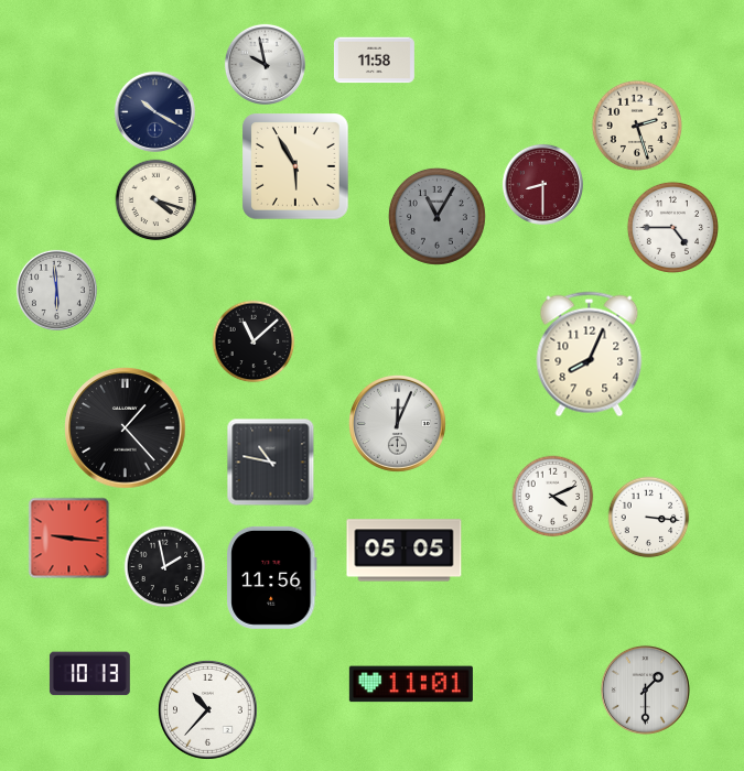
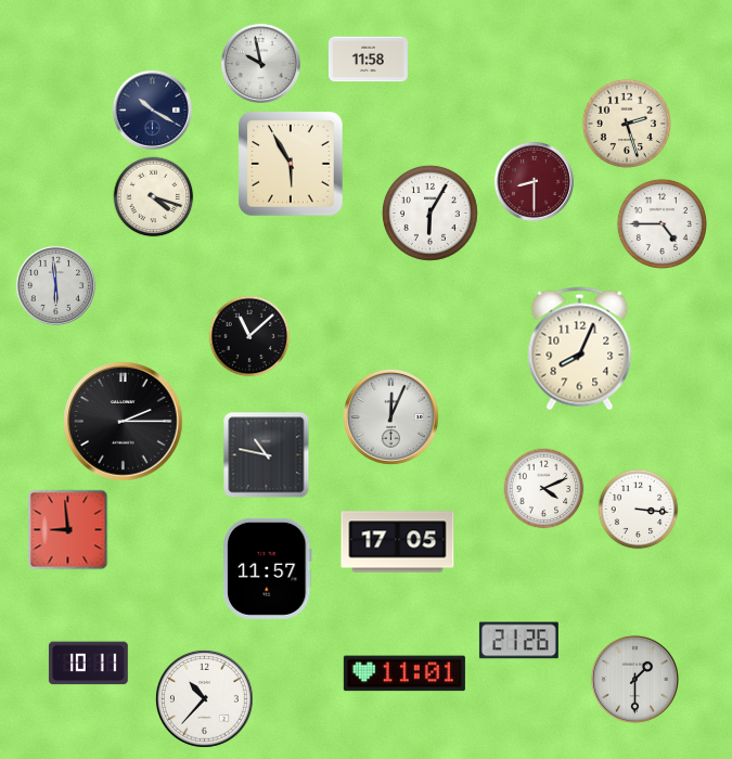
clock at (436, 216): 11:05 -> 6:05
clock at (436, 216) dial: grey -> white
clock at (126, 428): 1:23 -> 2:15
clock at (69, 539): 9:16 -> 8:59
clock at (405, 551): 05:05 -> 17:05
clock at (165, 567): 1:58 -> none
clock at (272, 577): 11:56 -> 11:57
clock at (518, 641): none -> 21:26
clock at (89, 674): 10:13 -> 10:11
